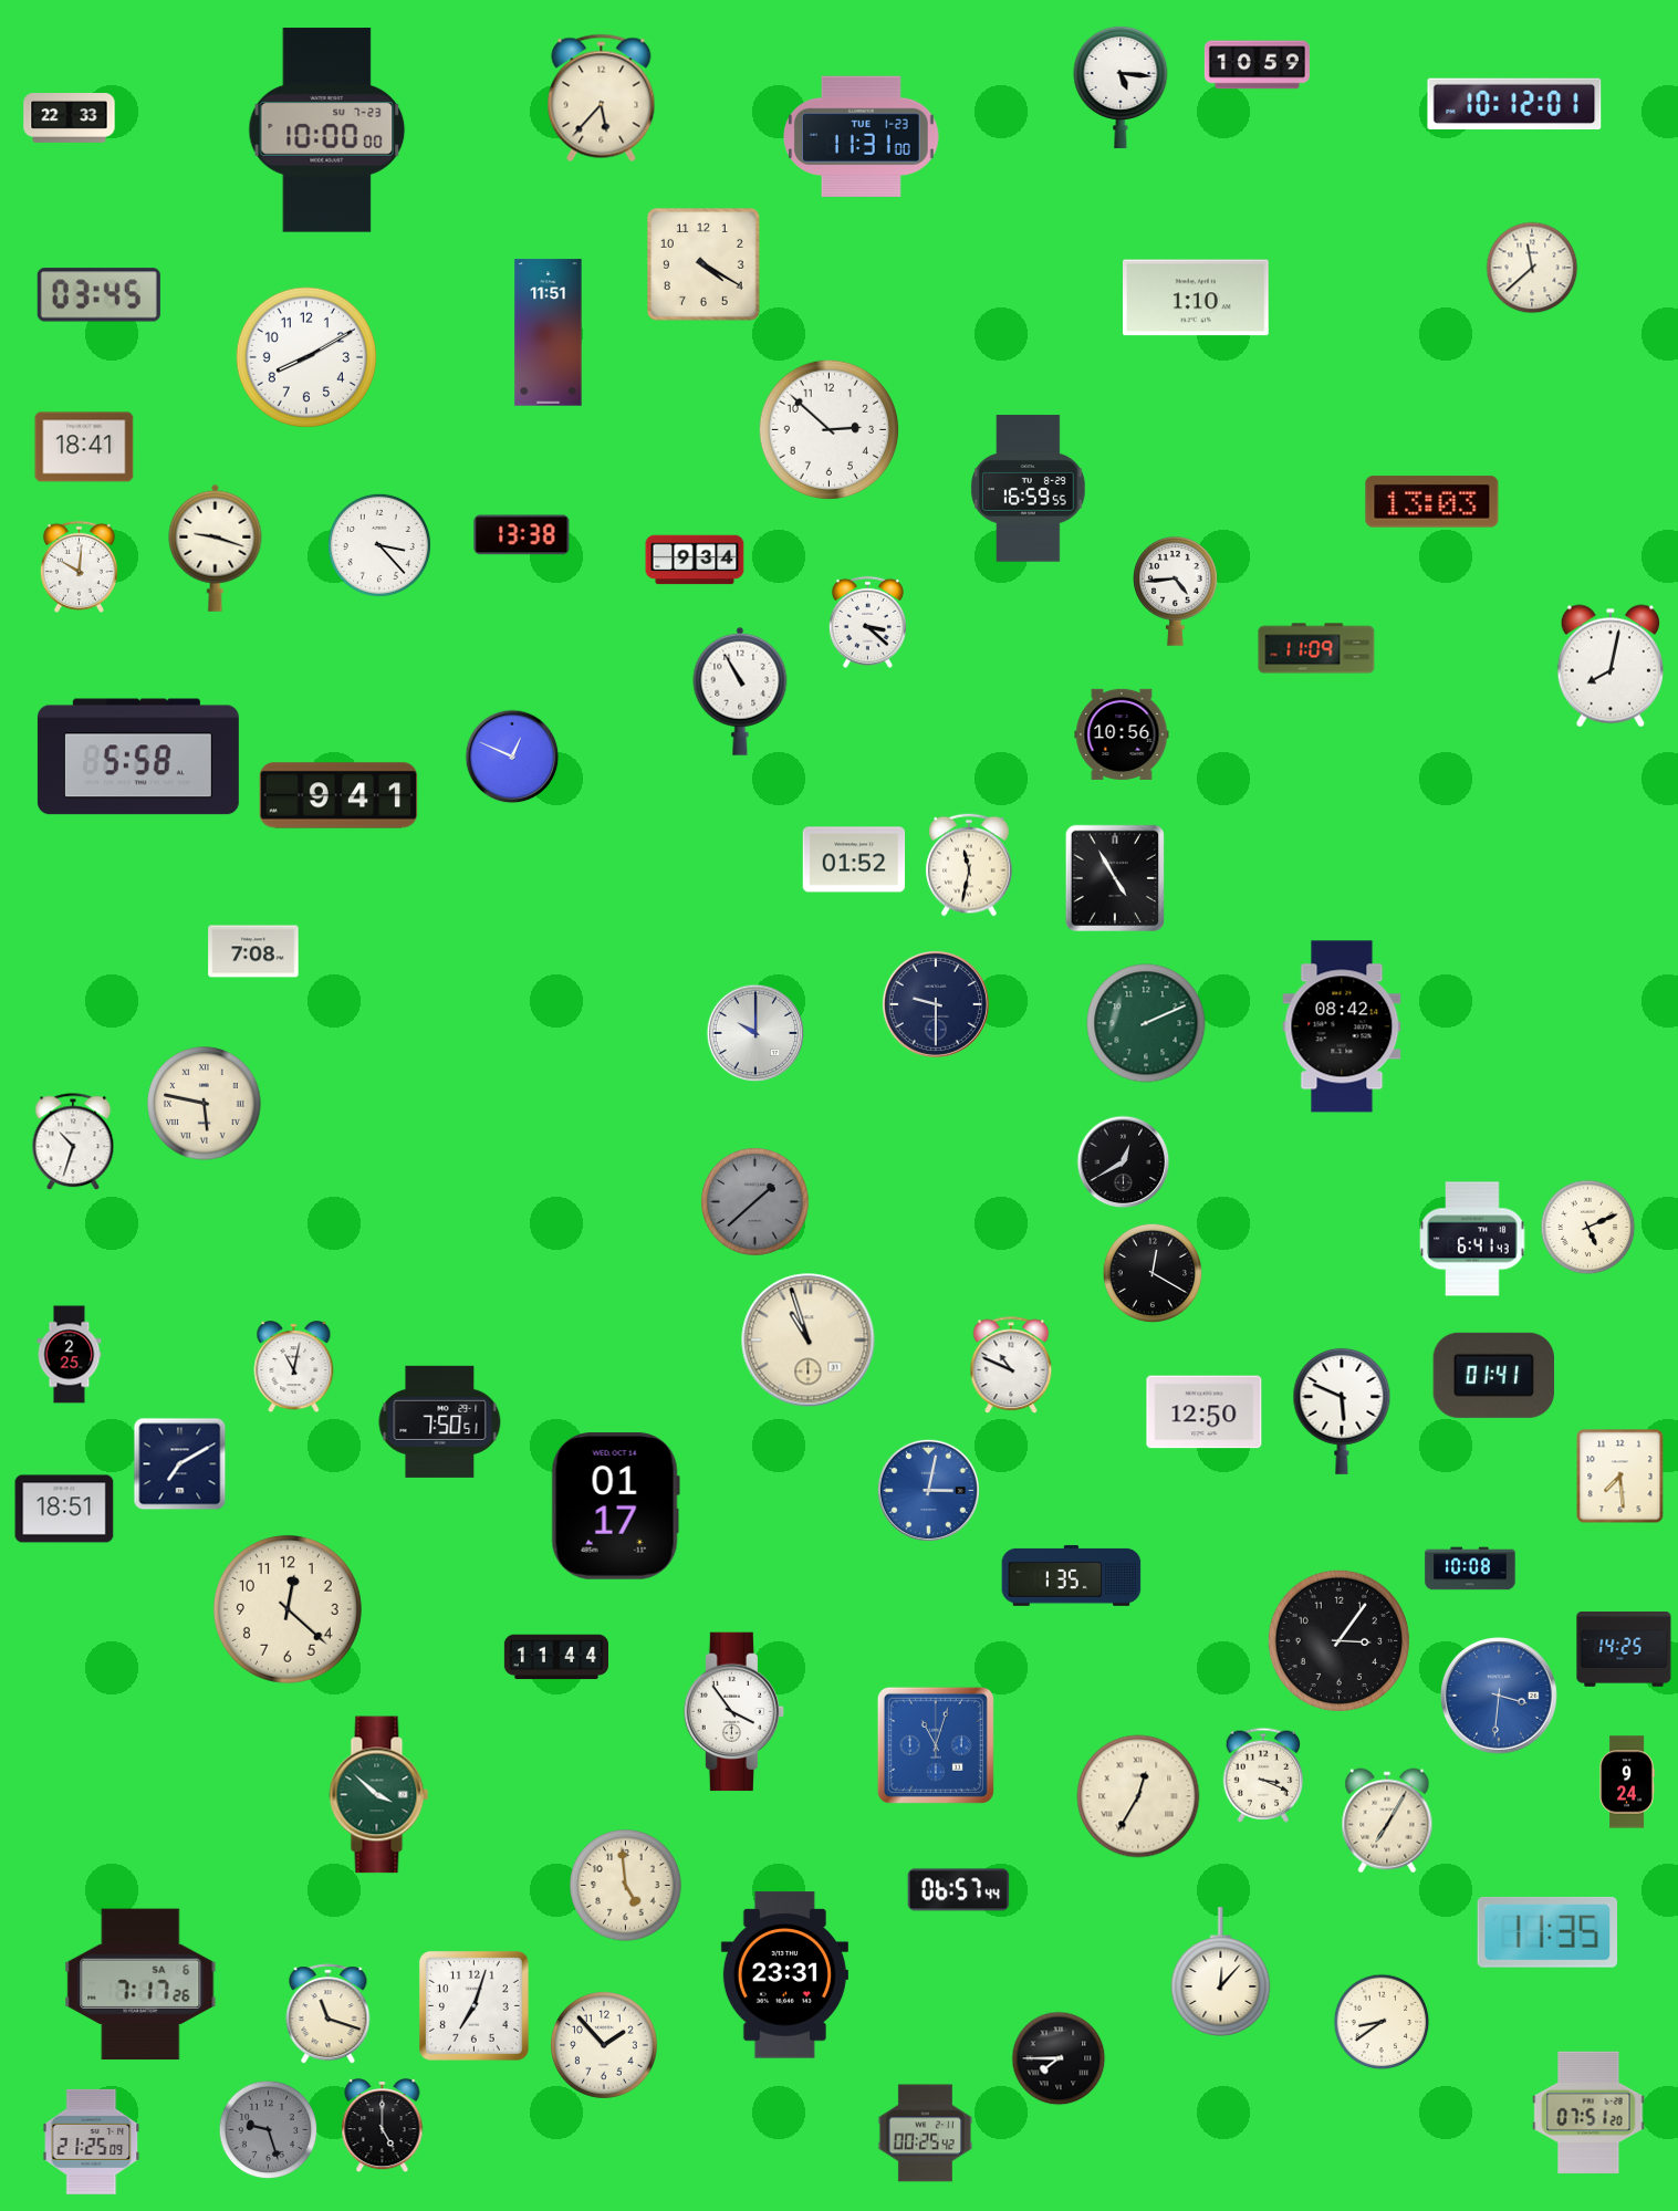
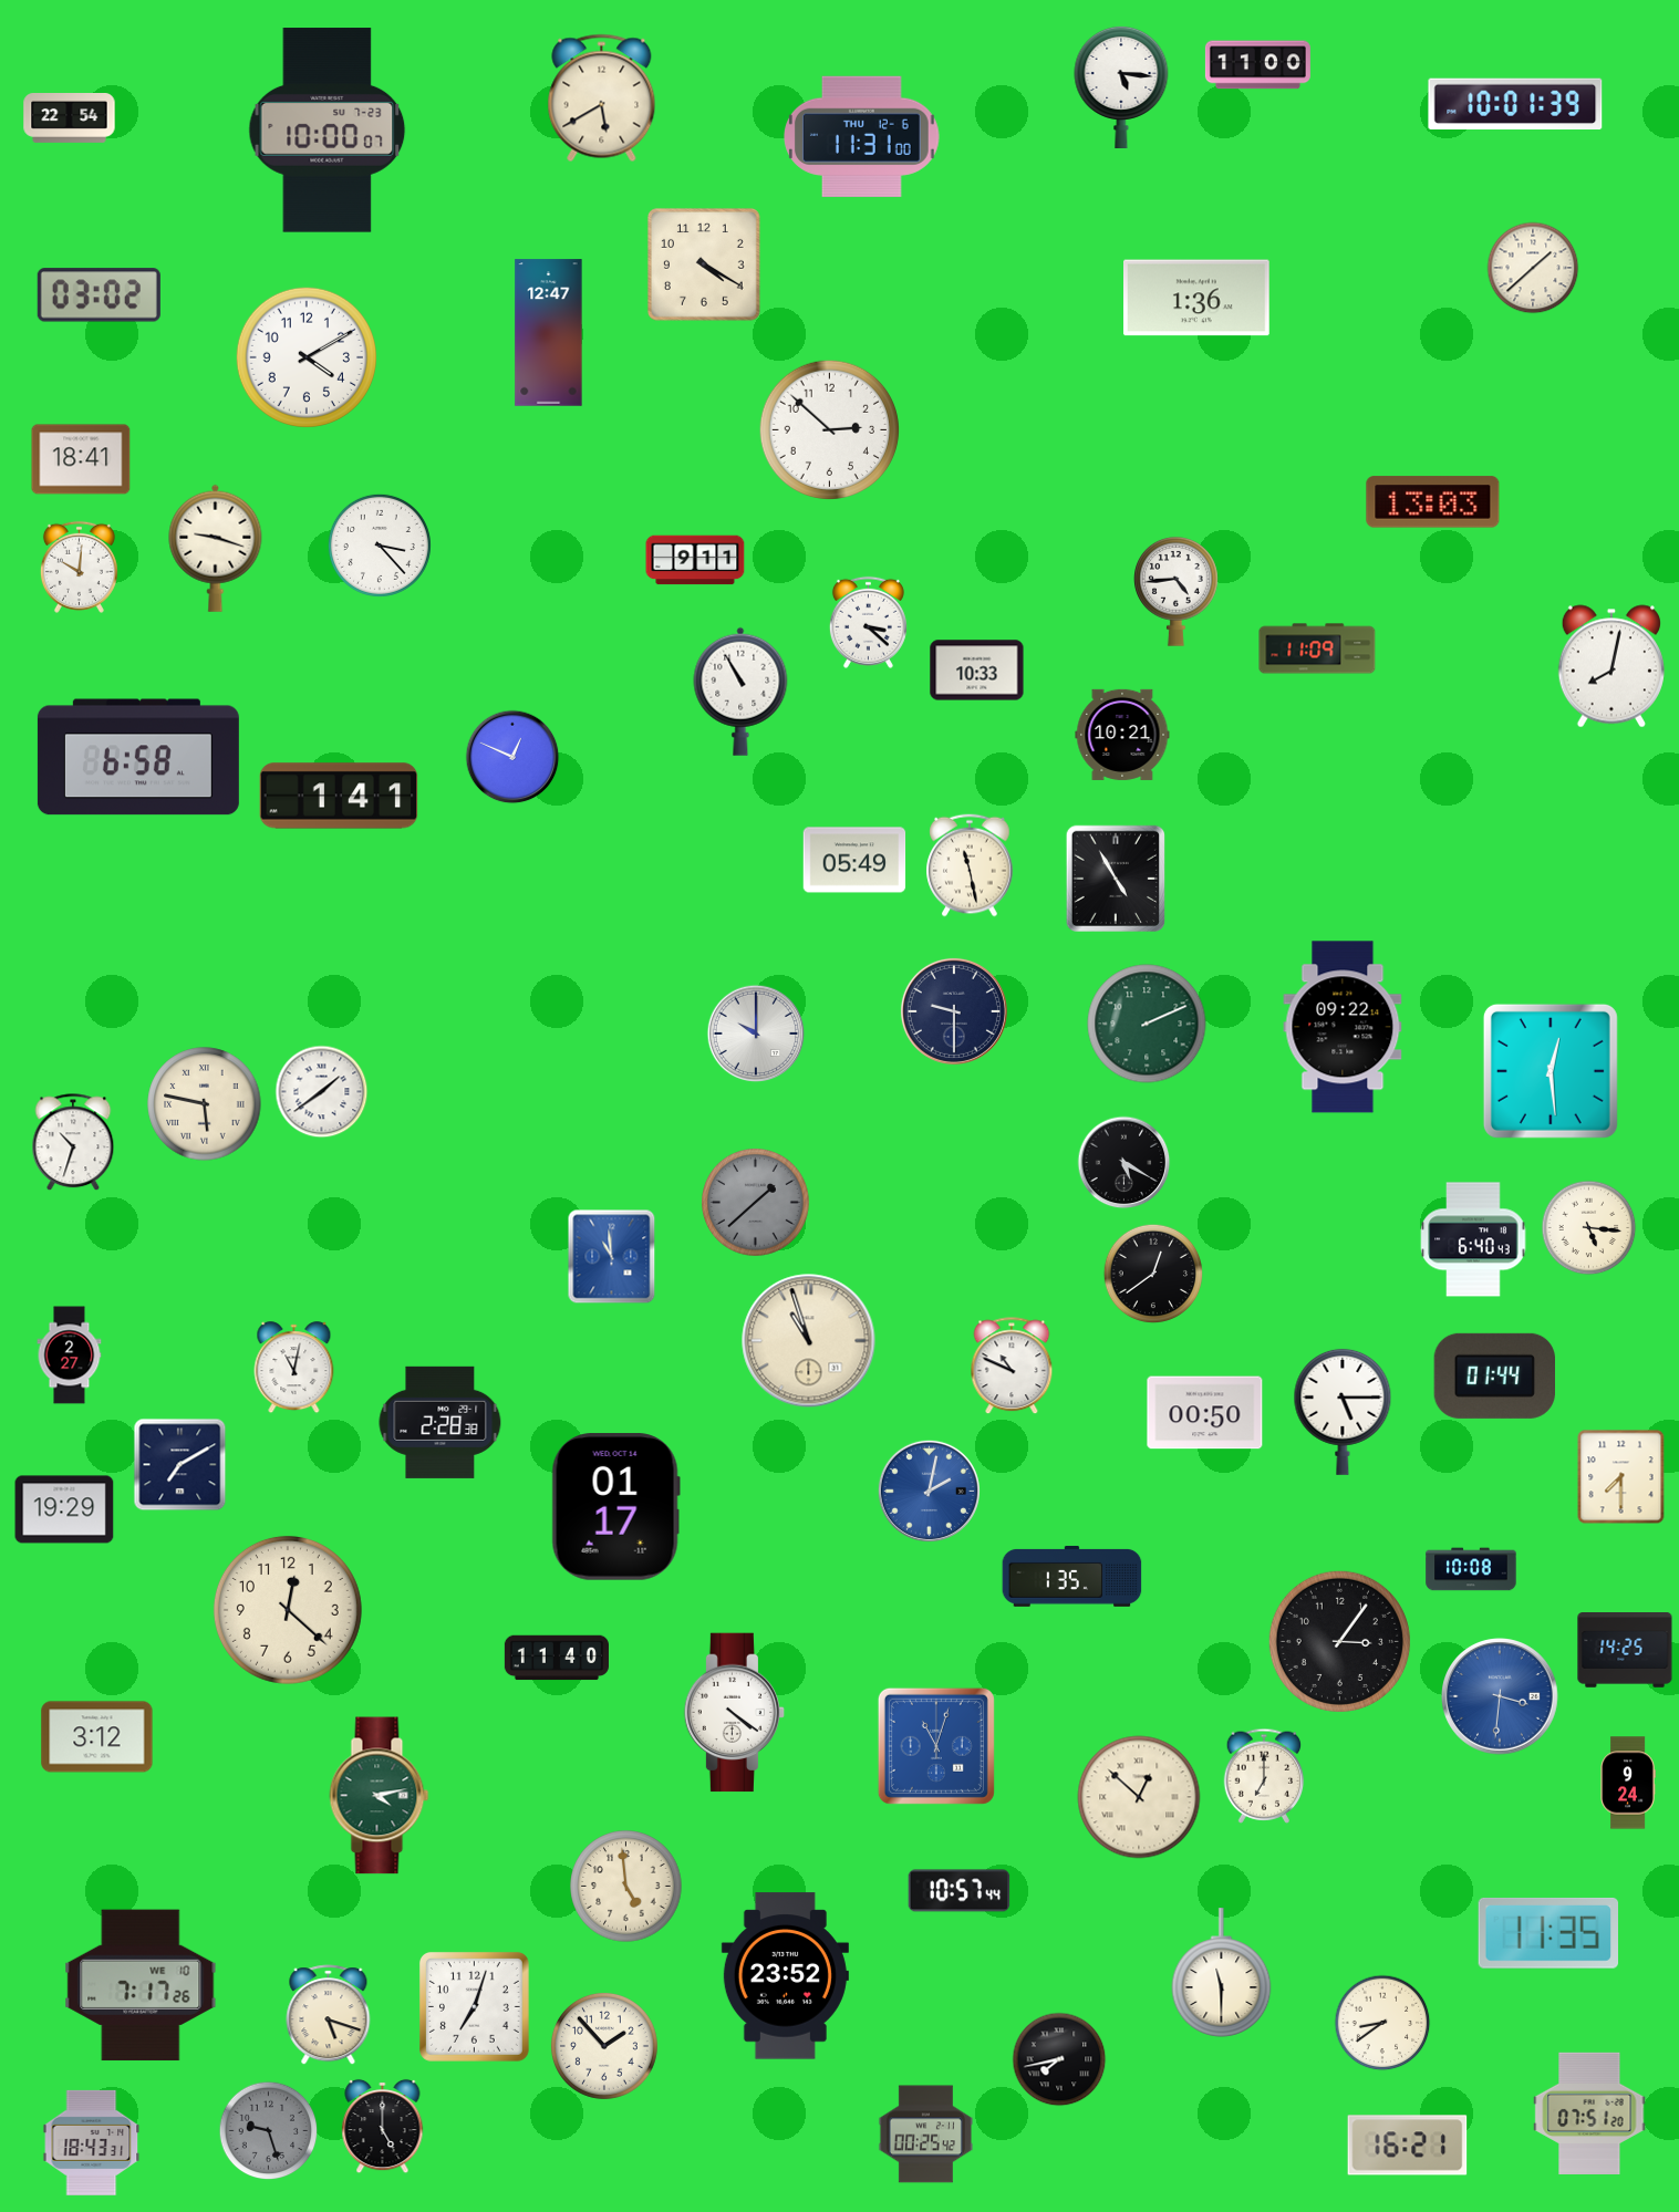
clock at (1257, 65): 10:59 -> 11:00
clock at (602, 98): 5:37 -> 5:40
clock at (1514, 103): 10:12 -> 10:01
clock at (70, 118): 22:33 -> 22:54
clock at (327, 131): 10:00:00 -> 10:00:07
clock at (862, 136) date: TUE 1-23 -> THU 12-6
clock at (1532, 268): 11:38 -> 1:38
clock at (98, 295): 03:45 -> 03:02
clock at (1197, 298): 1:10 -> 1:36
clock at (549, 333): 11:51 -> 12:47
clock at (306, 357): 8:10 -> 4:10
clock at (84, 447) position: (84, 447) -> (81, 459)
clock at (1028, 489): 16:59 -> none
clock at (522, 535): 13:38 -> none
clock at (695, 560): 9:34 -> 9:11
clock at (977, 671): none -> 10:33
clock at (1122, 734): 10:56 -> 10:21
clock at (138, 757): 5:58 -> 6:58
clock at (338, 795): 9:41 -> 1:41
clock at (854, 859): 01:52 -> 05:49
clock at (969, 865): 11:32 -> 11:28
clock at (253, 951): 7:08 -> none
clock at (936, 1004) position: (936, 1004) -> (954, 1011)
clock at (1342, 1026): 08:42 -> 09:22
clock at (1551, 1071): none -> 12:29
clock at (322, 1092): none -> 1:39
clock at (1124, 1162): 12:40 -> 5:20
clock at (1588, 1228): 5:11 -> 5:16
clock at (1472, 1239): 6:41 -> 6:40
clock at (612, 1257): none -> 10:59
clock at (1153, 1273): 12:20 -> 12:39
clock at (70, 1355): 2:25 -> 2:27
clock at (1493, 1375): 01:41 -> 01:44
clock at (1342, 1411): 5:49 -> 5:15
clock at (1205, 1412): 12:50 -> 00:50
clock at (440, 1421): 7:50 -> 2:28
clock at (1620, 1477): 7:29 -> 7:30
clock at (928, 1490): 3:02 -> 2:02
clock at (64, 1509): 18:51 -> 19:29
clock at (556, 1657): 11:44 -> 11:40
clock at (734, 1712): 3:54 -> 4:21
clock at (97, 1737): none -> 3:12
clock at (1263, 1775): 3:19 -> 7:00
clock at (379, 1795): 3:52 -> 4:13
clock at (1138, 1796): 12:35 -> 12:52
clock at (1387, 1821): 7:05 -> none
clock at (959, 1890): 06:57 -> 10:57
clock at (1221, 1972): 12:07 -> 11:30
clock at (784, 1975): 23:31 -> 23:52
clock at (140, 1984) date: SA 6 -> WE 10
clock at (329, 2014): 11:18 -> 5:18
clock at (1059, 2058): 7:45 -> 7:43
clock at (92, 2141): 21:25 -> 18:43
clock at (1408, 2146): none -> 16:21
